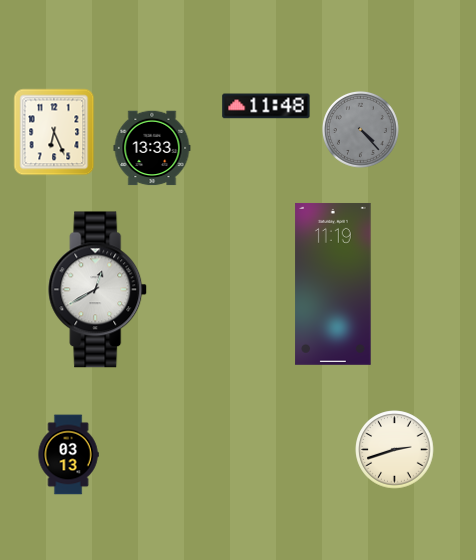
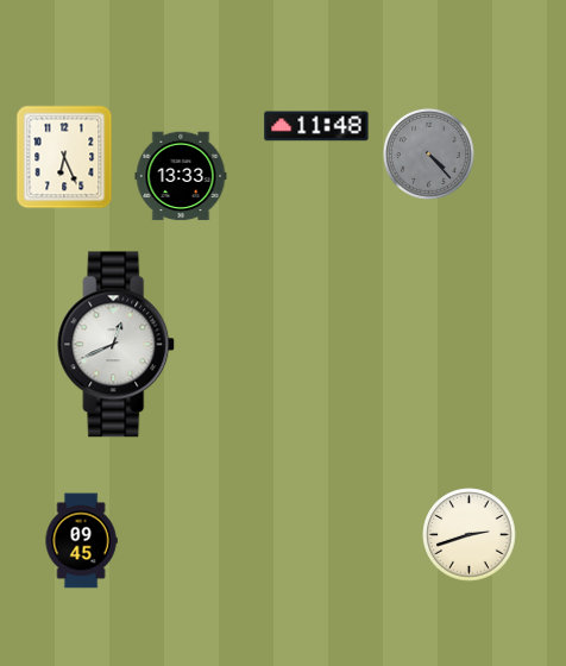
clock at (333, 284): 11:19 -> none
clock at (98, 290): 12:40 -> 12:41
clock at (68, 455): 03:13 -> 09:45
